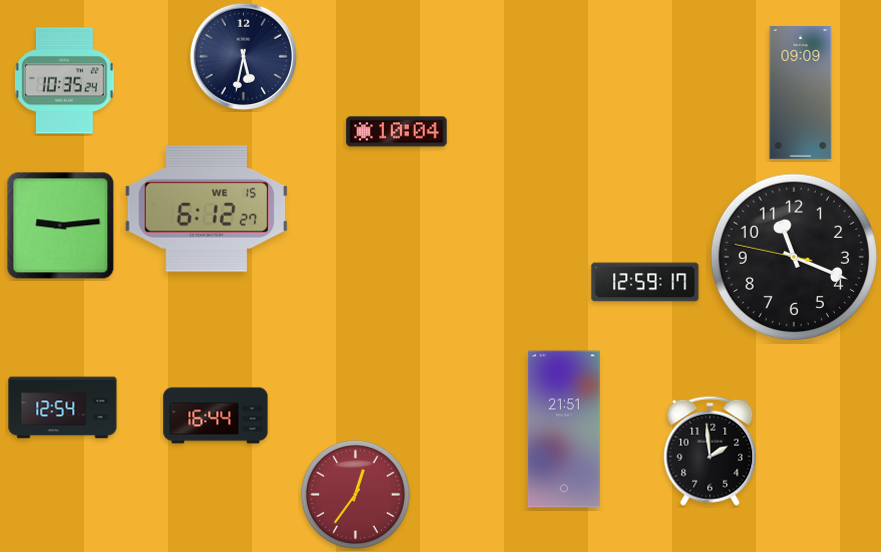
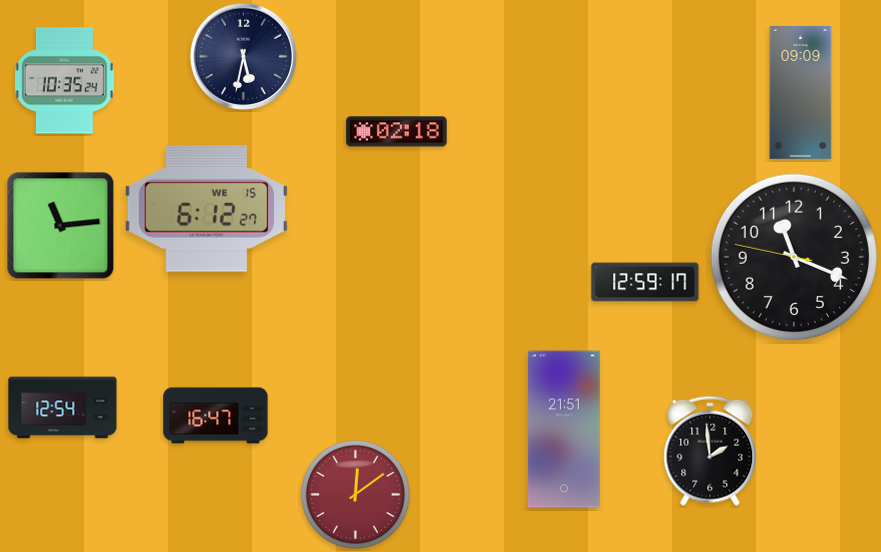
clock at (397, 132): 10:04 -> 02:18
clock at (61, 226): 9:14 -> 11:14
clock at (216, 416): 16:44 -> 16:47
clock at (355, 494): 12:36 -> 12:09
